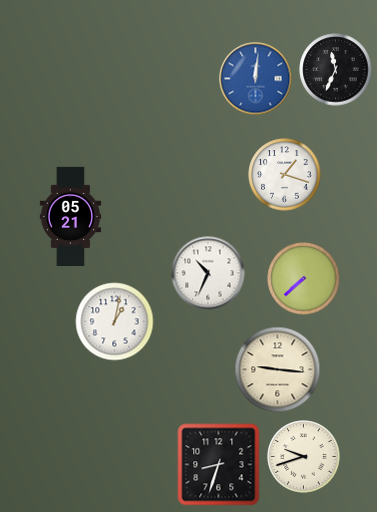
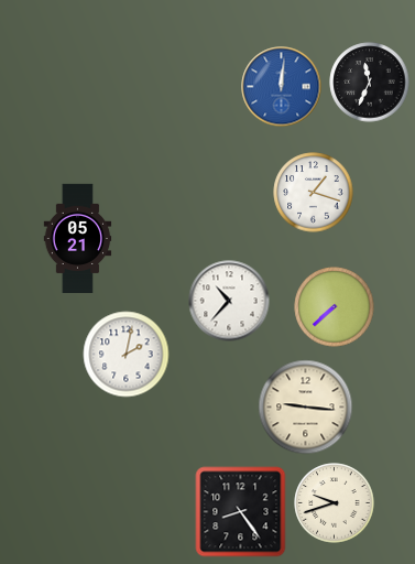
clock at (336, 70) position: (336, 70) -> (370, 83)
clock at (208, 273): 10:34 -> 10:37
clock at (115, 322): 1:02 -> 2:02
clock at (219, 465): 8:33 -> 8:24
